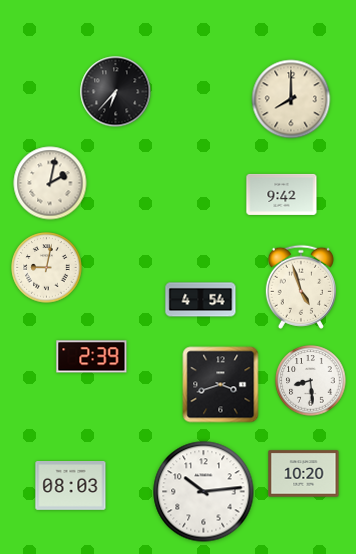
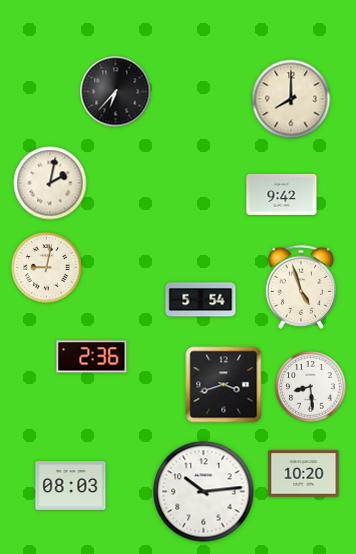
clock at (201, 300): 4:54 -> 5:54
clock at (92, 357): 2:39 -> 2:36
clock at (311, 381) position: (311, 381) -> (311, 387)
clock at (221, 385) position: (221, 385) -> (224, 385)
